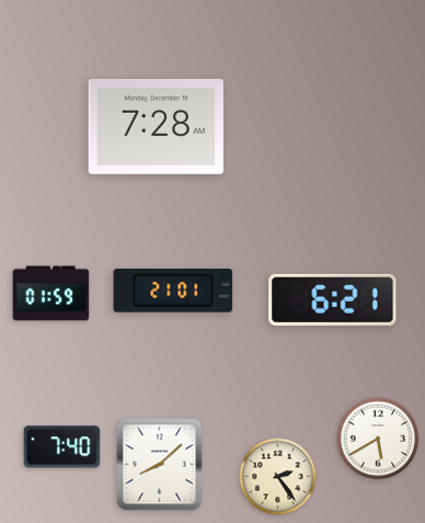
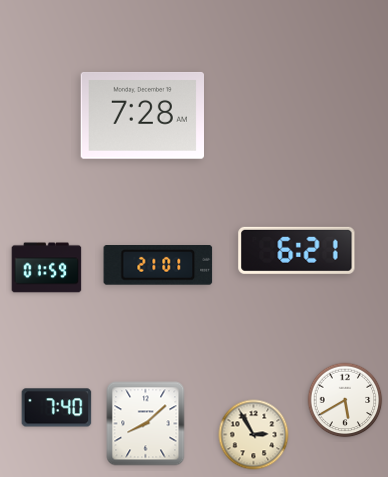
clock at (333, 299) position: (333, 299) -> (297, 250)
clock at (278, 477): 2:24 -> 2:55
